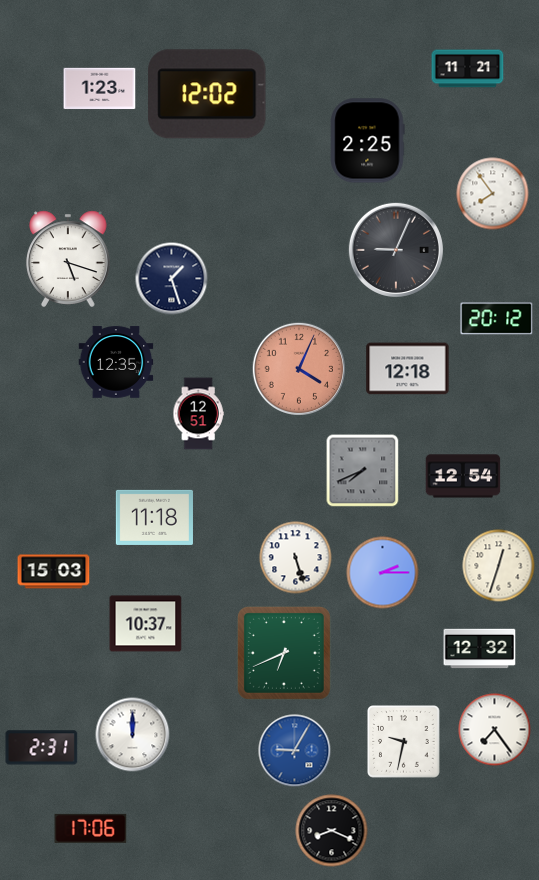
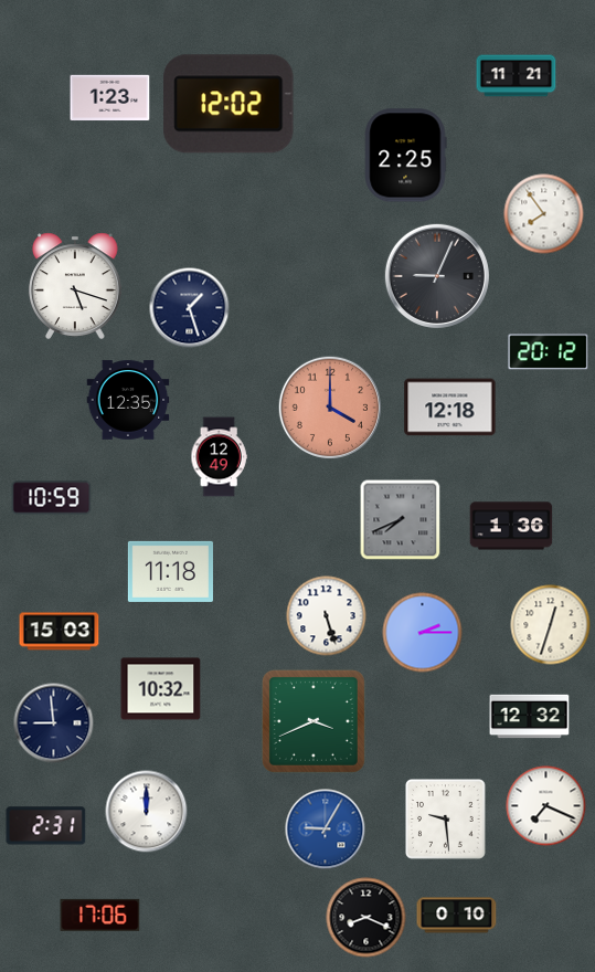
clock at (299, 369): 4:04 -> 4:00
clock at (198, 414): 12:51 -> 12:49
clock at (52, 498): none -> 10:59
clock at (463, 476): 12:54 -> 1:36
clock at (146, 624): 10:37 -> 10:32
clock at (284, 653): 6:41 -> 3:41
clock at (54, 723): none -> 8:59
clock at (495, 730): 7:24 -> 7:19
clock at (404, 742): 9:32 -> 9:29
clock at (457, 916): none -> 0:10
